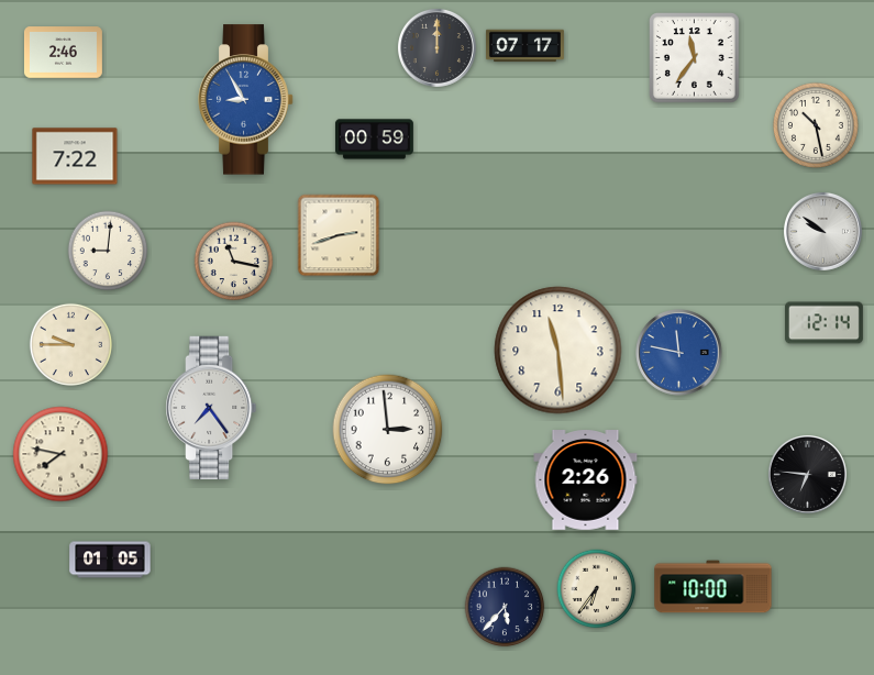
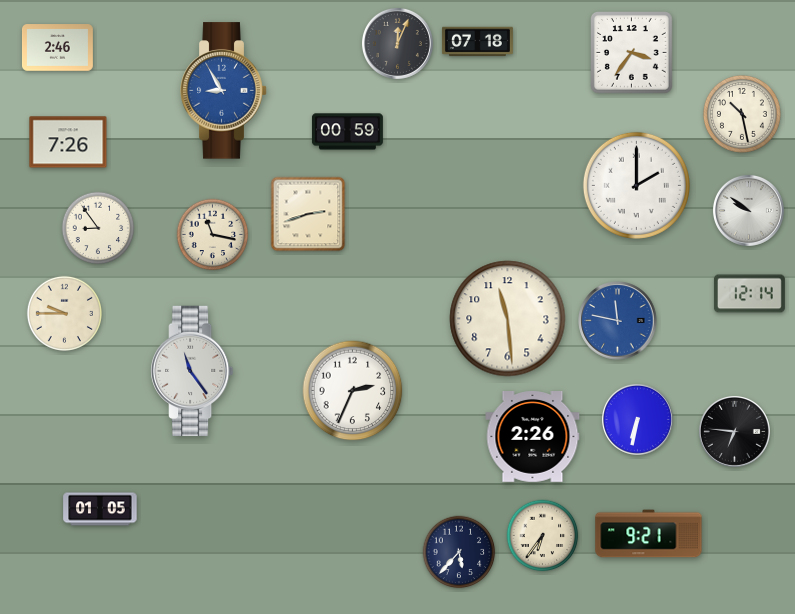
clock at (524, 46): 07:17 -> 07:18
clock at (436, 47): 12:00 -> 12:04
clock at (695, 58): 11:36 -> 3:36
clock at (374, 140) position: (374, 140) -> (347, 132)
clock at (75, 156): 7:22 -> 7:26
clock at (636, 185): none -> 2:00
clock at (108, 251): 9:01 -> 8:54
clock at (234, 262) position: (234, 262) -> (213, 235)
clock at (212, 408): 7:24 -> 11:24
clock at (388, 430): 2:59 -> 2:34
clock at (60, 454): 7:47 -> none
clock at (637, 419): none -> 6:32
clock at (713, 587): 10:00 -> 9:21
